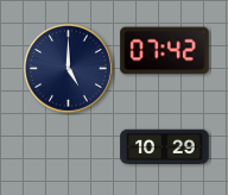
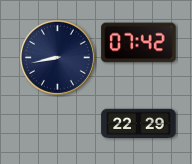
clock at (68, 68): 5:00 -> 8:43
clock at (165, 146): 10:29 -> 22:29
